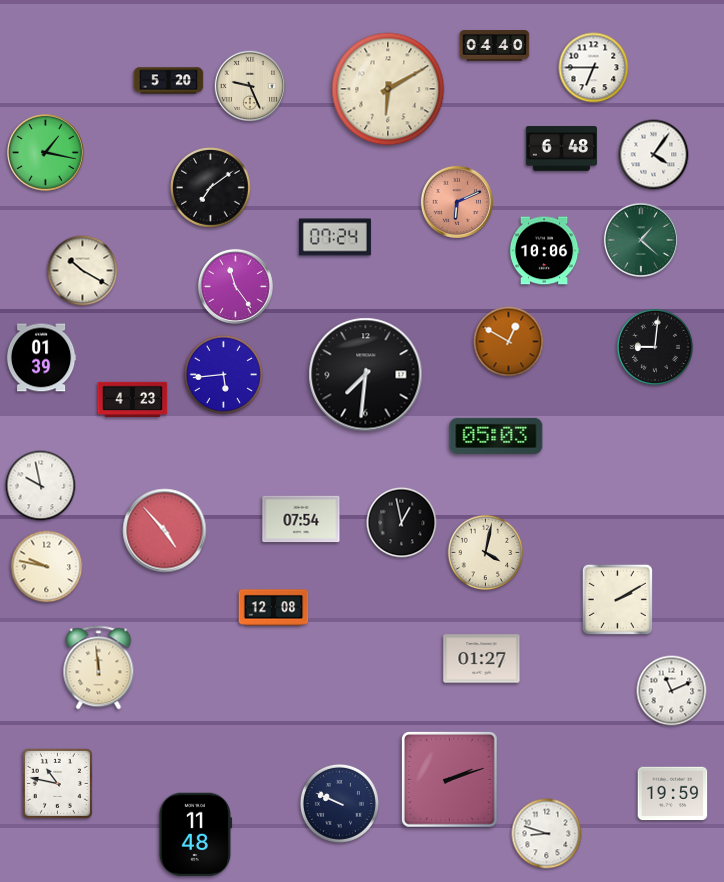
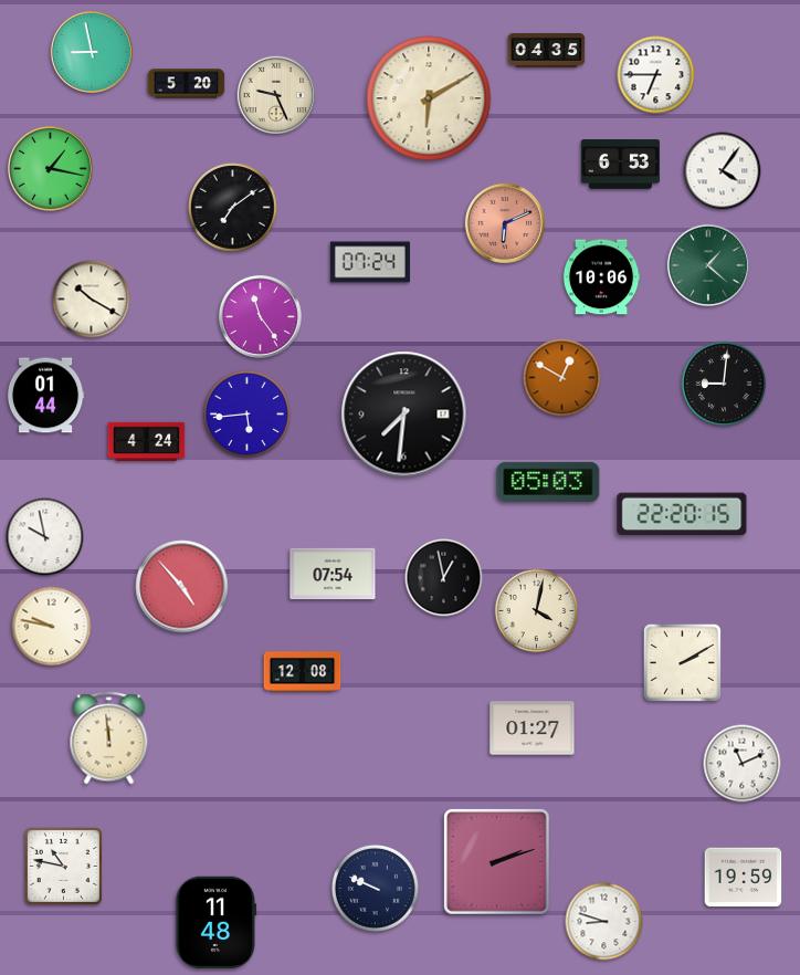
clock at (495, 46): 04:40 -> 04:35
clock at (92, 52): none -> 8:58
clock at (169, 81) position: (169, 81) -> (187, 84)
clock at (561, 149): 6:48 -> 6:53
clock at (41, 358): 01:39 -> 01:44
clock at (133, 399): 4:23 -> 4:24
clock at (682, 514): none -> 22:20
